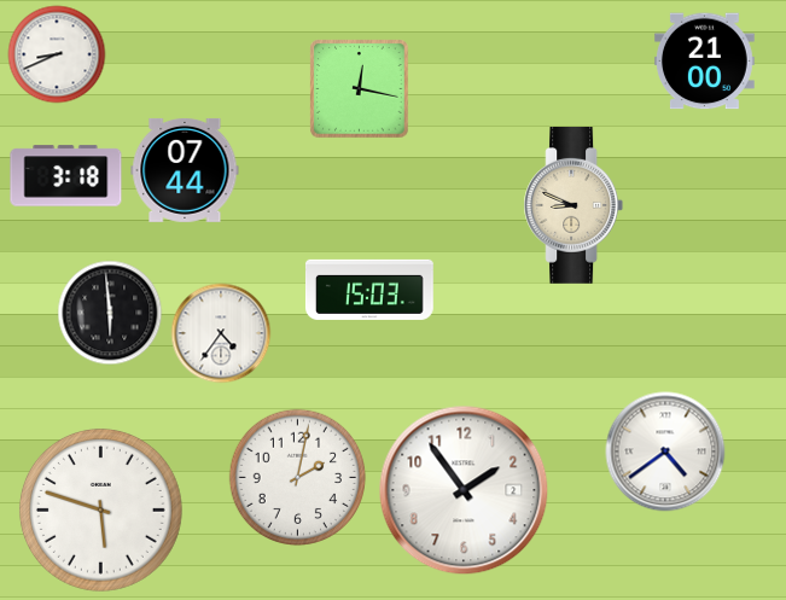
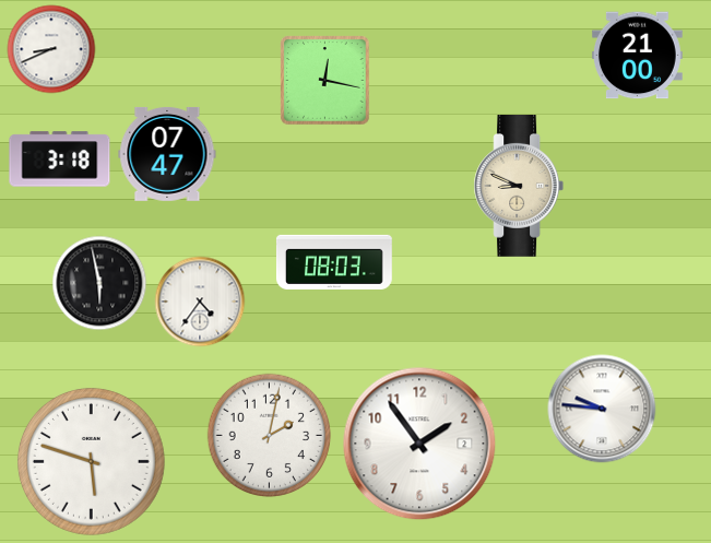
clock at (185, 170): 07:44 -> 07:47
clock at (369, 290): 15:03 -> 08:03
clock at (110, 313): 5:59 -> 5:58
clock at (665, 452): 4:39 -> 9:46
clock at (298, 478) position: (298, 478) -> (270, 436)
